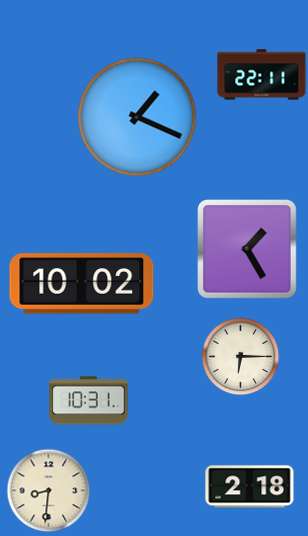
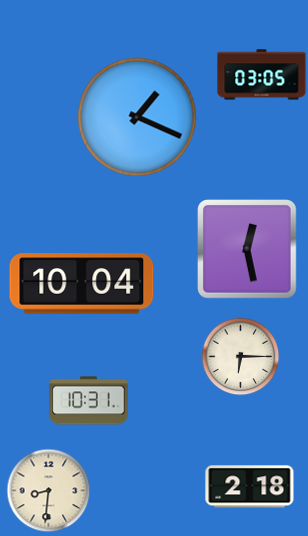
clock at (262, 75): 22:11 -> 03:05
clock at (248, 250): 1:25 -> 12:28
clock at (82, 284): 10:02 -> 10:04
